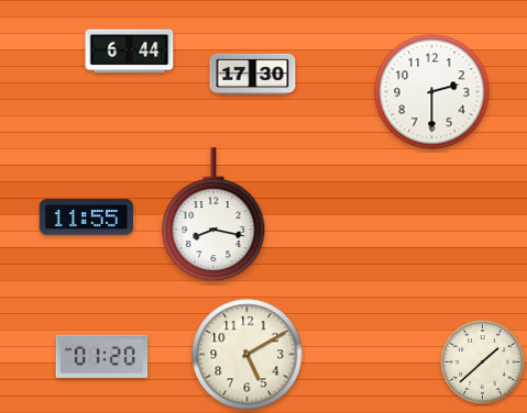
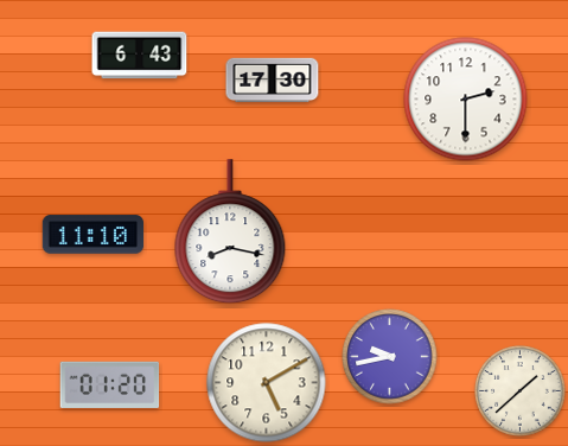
clock at (130, 52): 6:44 -> 6:43
clock at (87, 217): 11:55 -> 11:10
clock at (390, 357): none -> 9:43
